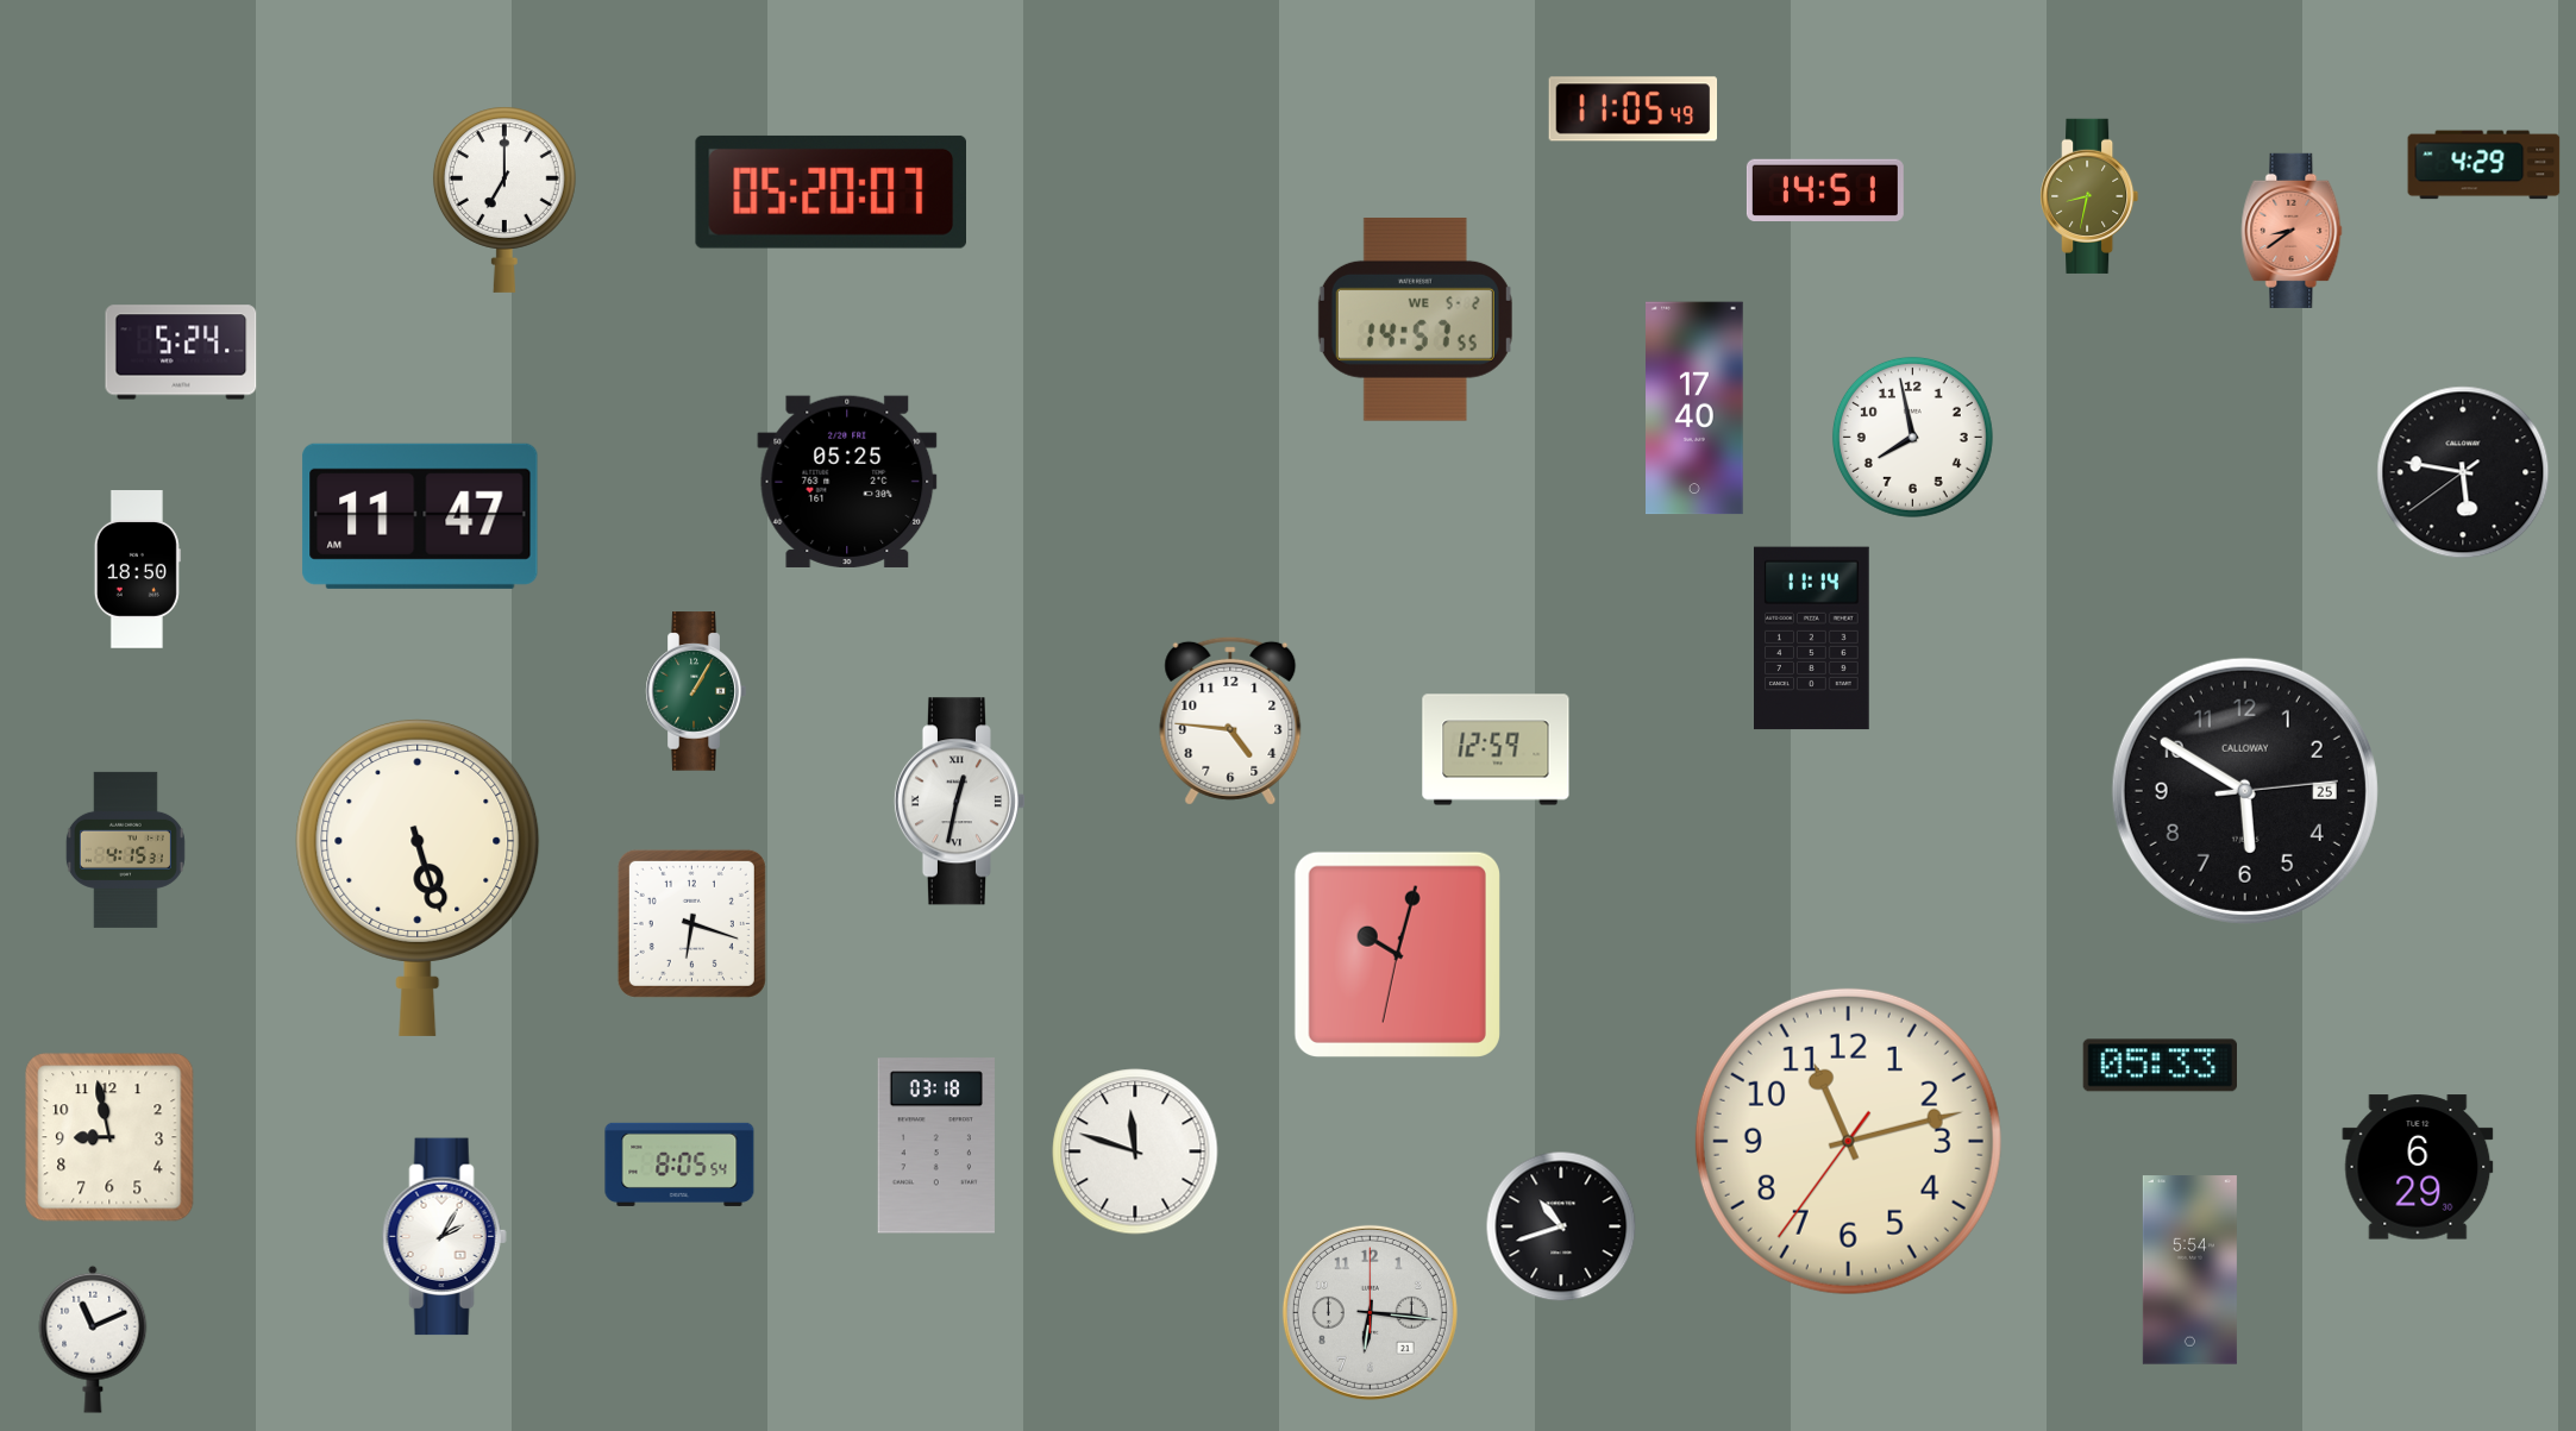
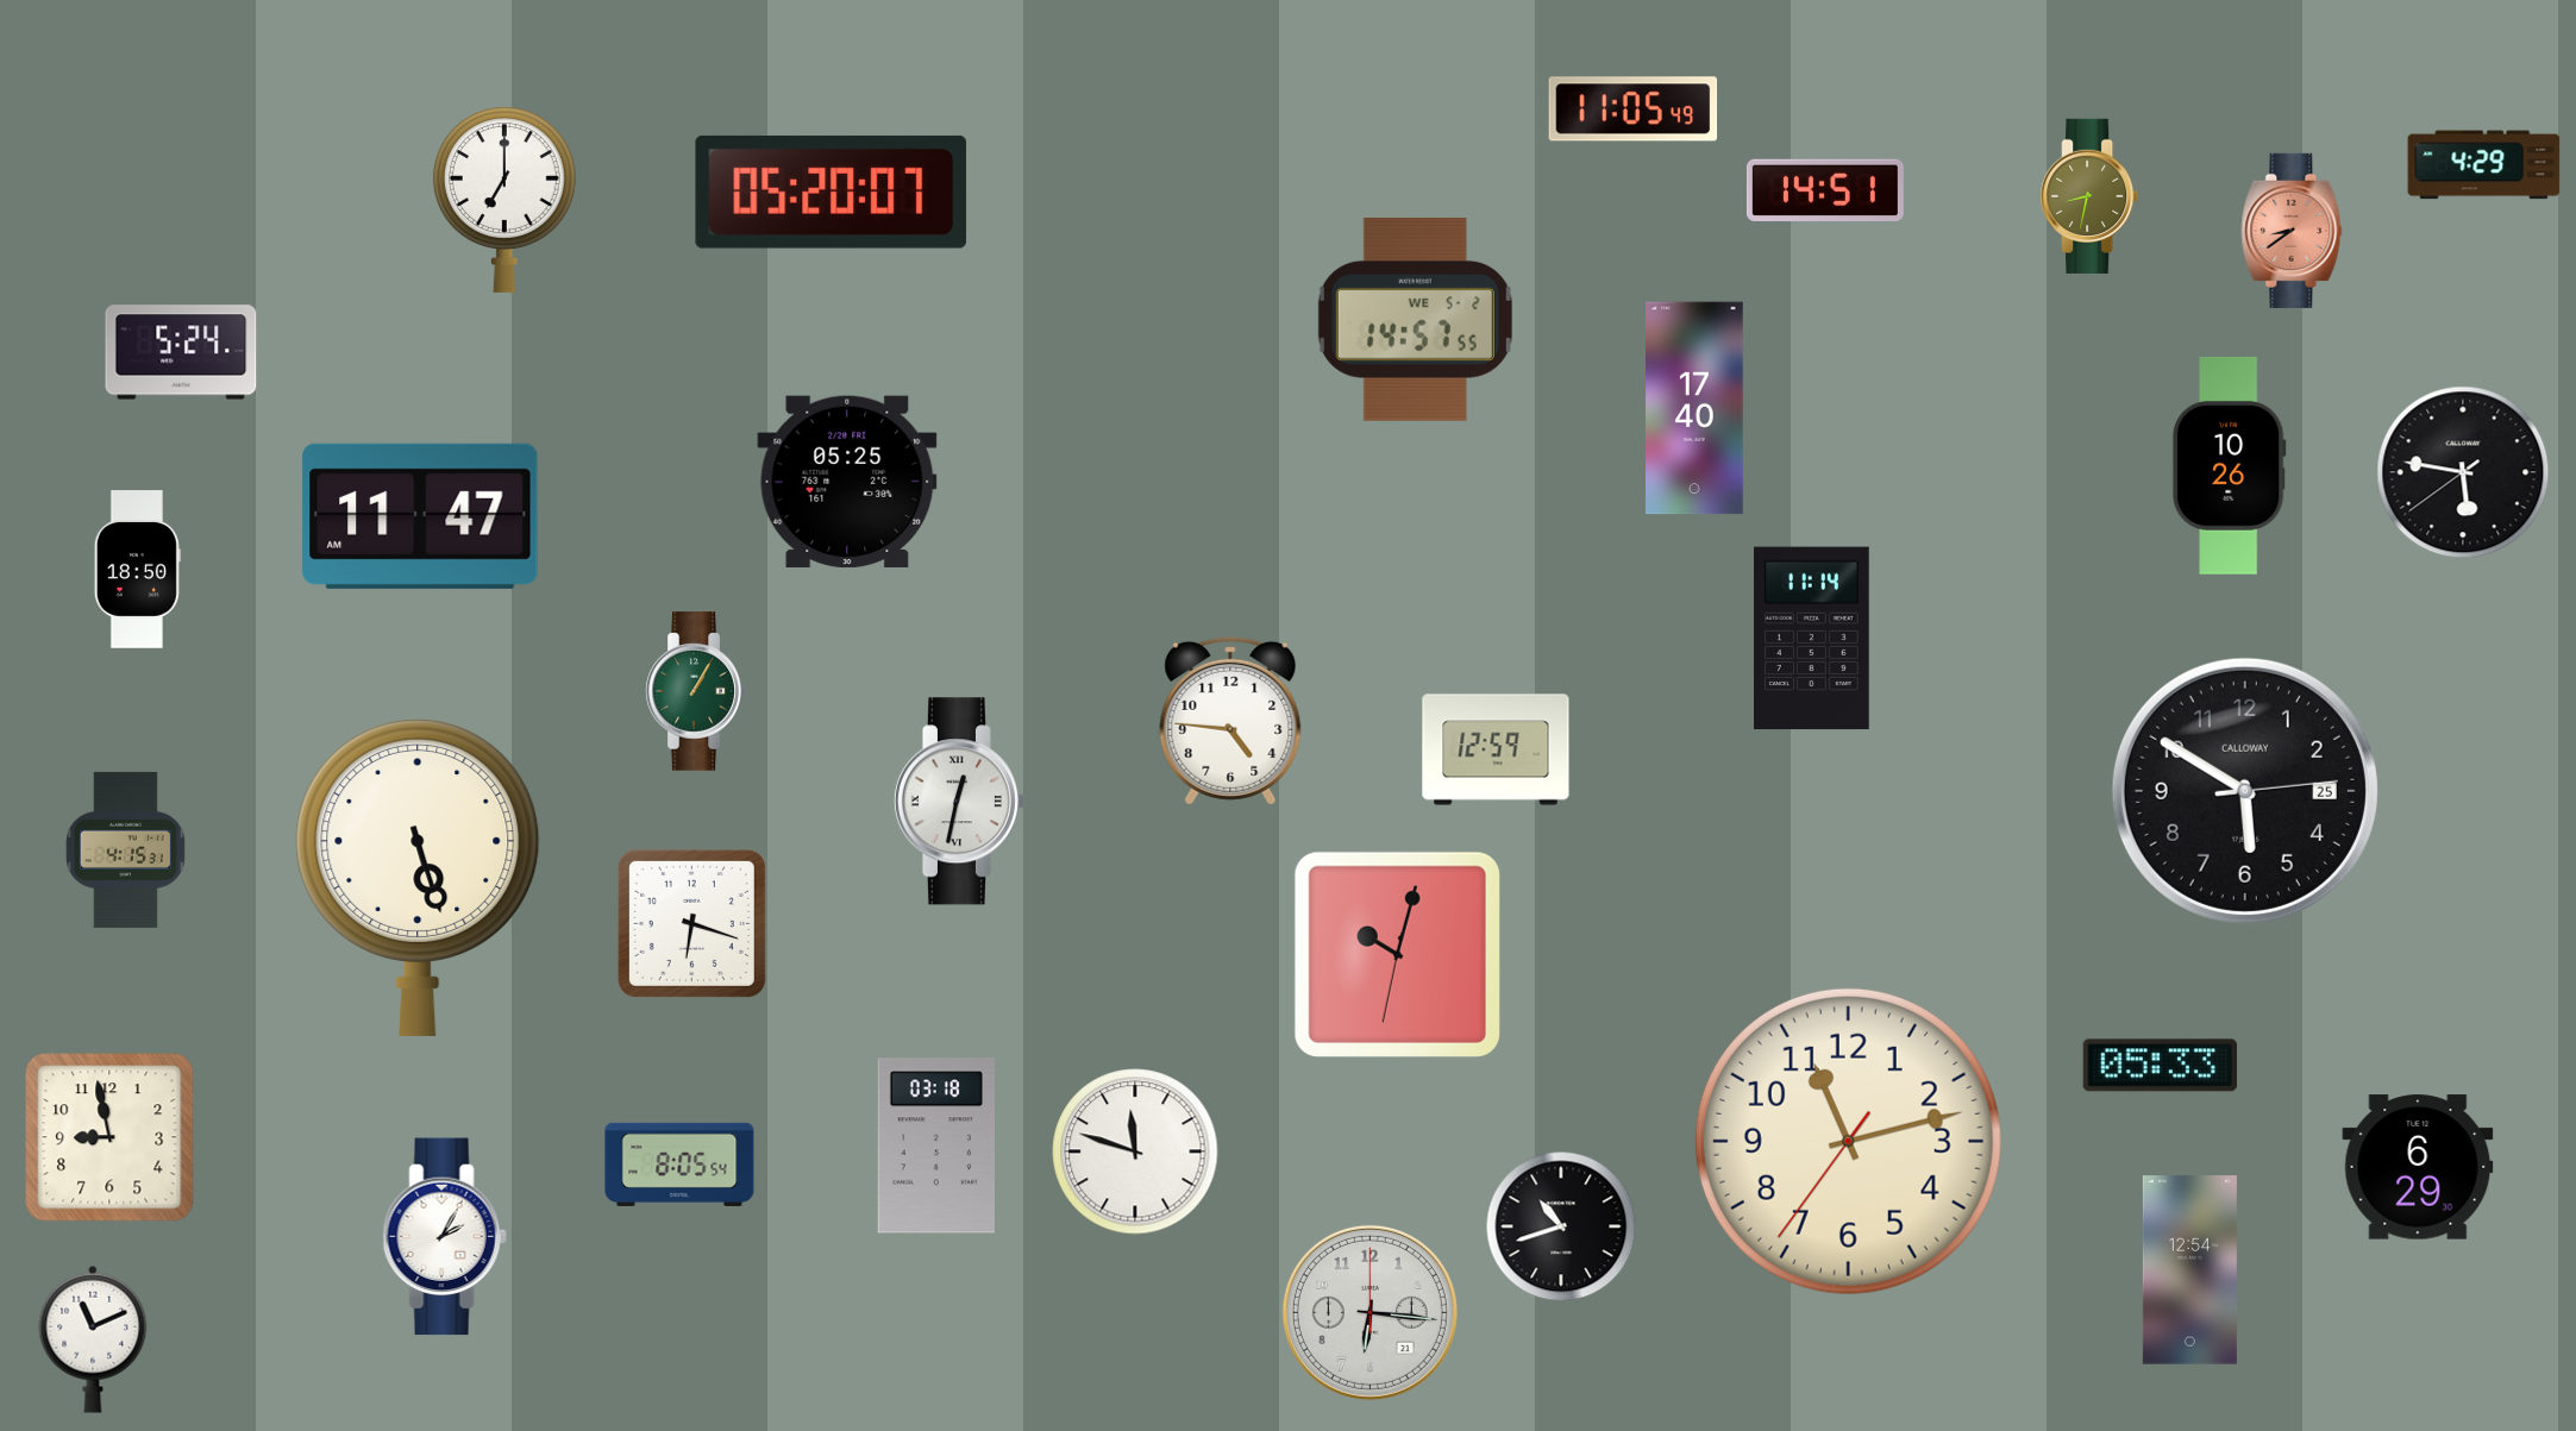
clock at (1912, 437): 7:58 -> none
clock at (2229, 465): none -> 10:26
clock at (2189, 1270): 5:54 -> 12:54
